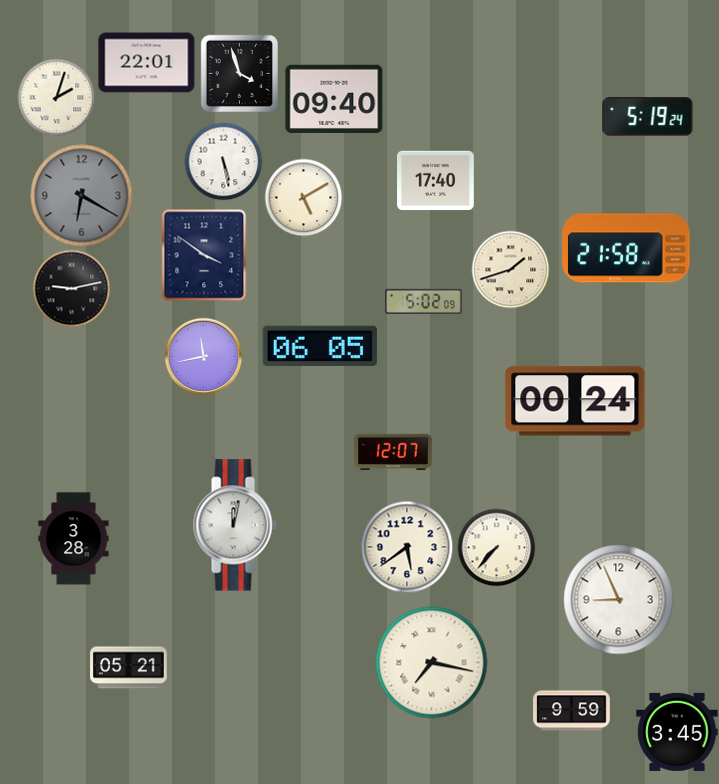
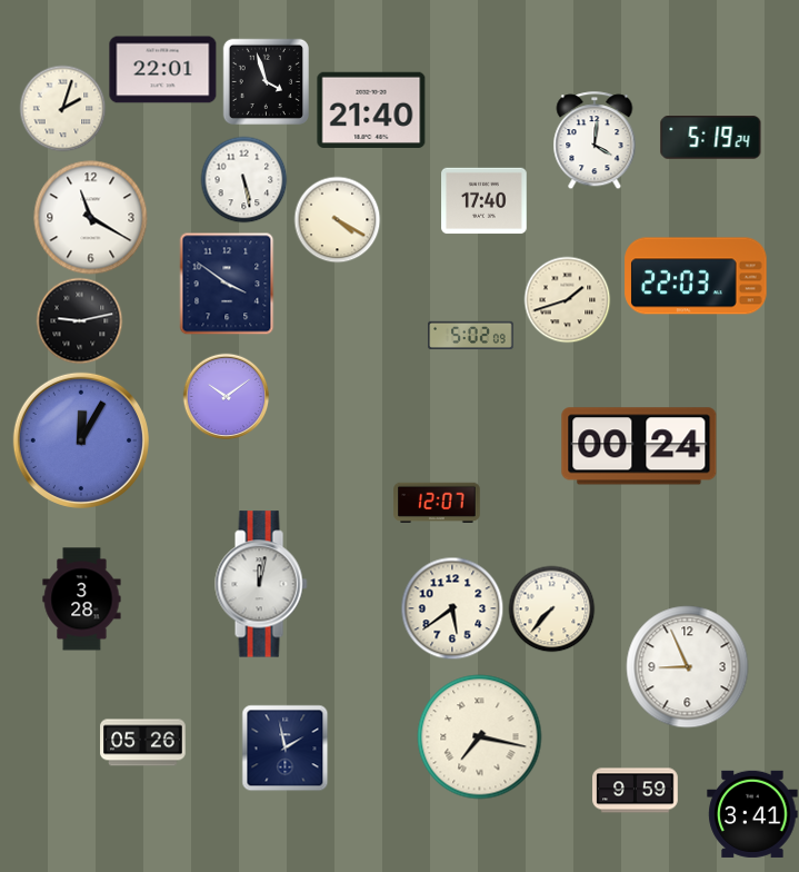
clock at (334, 98): 09:40 -> 21:40
clock at (648, 117) position: (648, 117) -> (711, 138)
clock at (595, 140): none -> 4:01
clock at (223, 161) position: (223, 161) -> (243, 179)
clock at (82, 196): 6:20 -> 11:20
clock at (82, 196) dial: grey -> white
clock at (303, 197): 5:10 -> 4:20
clock at (626, 248): 21:58 -> 22:03
clock at (320, 346): 06:05 -> none
clock at (203, 356): 11:43 -> 10:09
clock at (81, 440): none -> 12:05
clock at (129, 668): 05:21 -> 05:26
clock at (284, 747): none -> 1:58
clock at (677, 732): 3:45 -> 3:41
